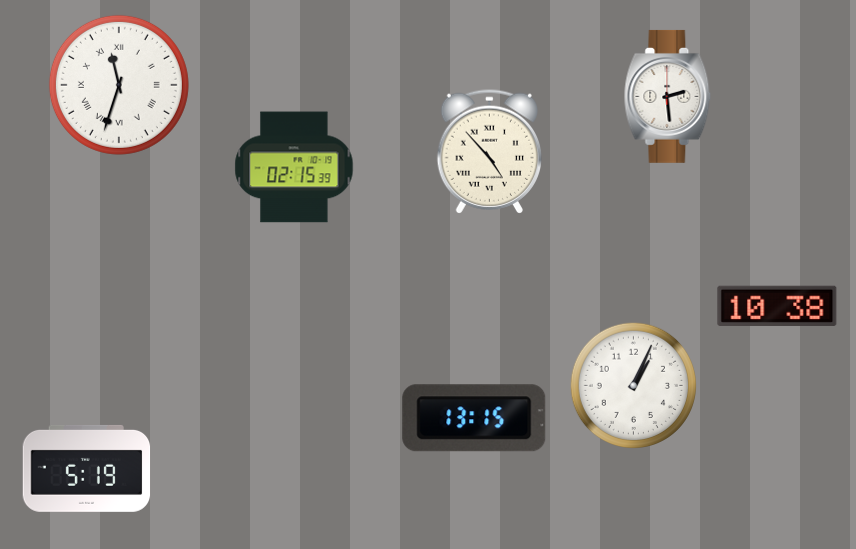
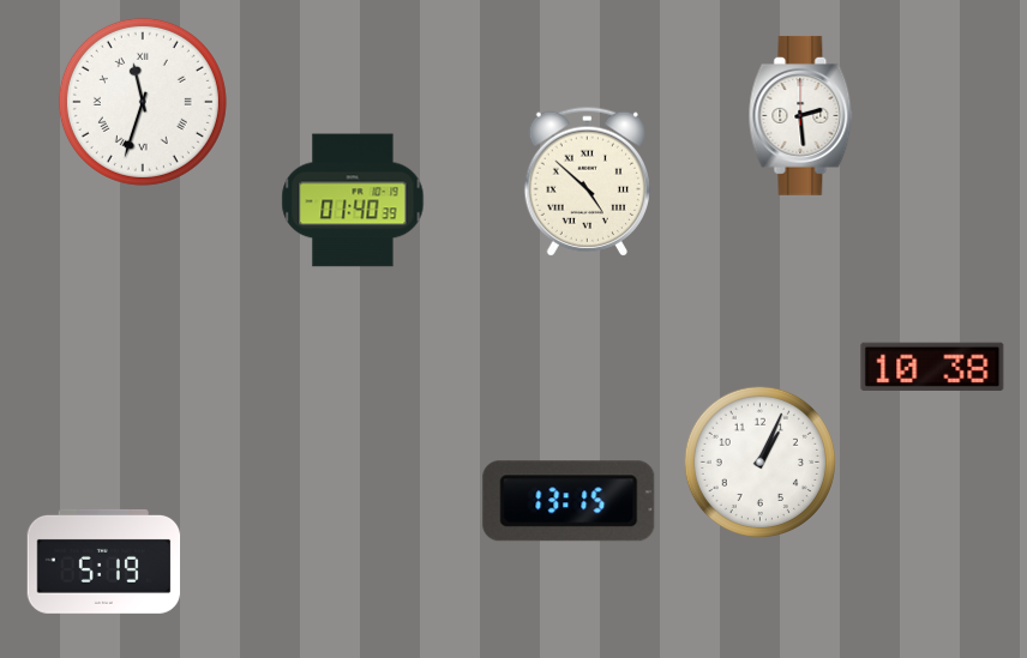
clock at (489, 151): 4:53 -> 4:52
clock at (294, 167): 02:15 -> 01:40
